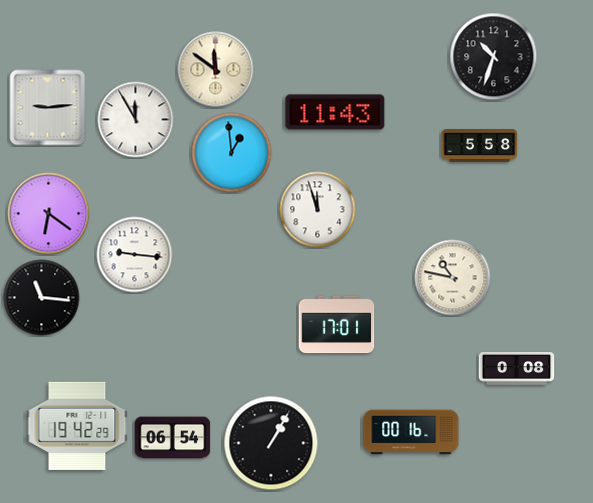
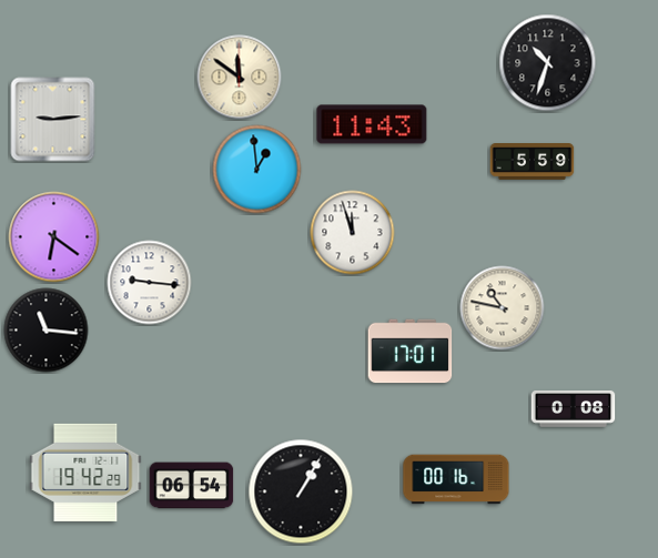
clock at (136, 120): 11:55 -> none
clock at (480, 146): 5:58 -> 5:59
clock at (337, 325) position: (337, 325) -> (411, 352)
